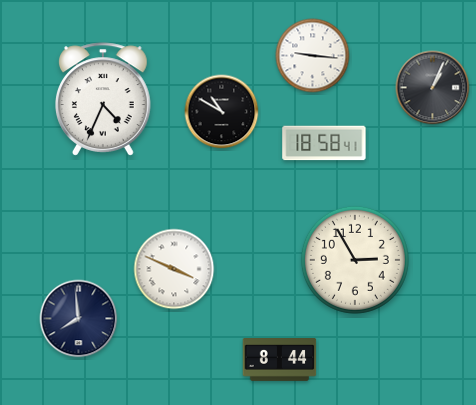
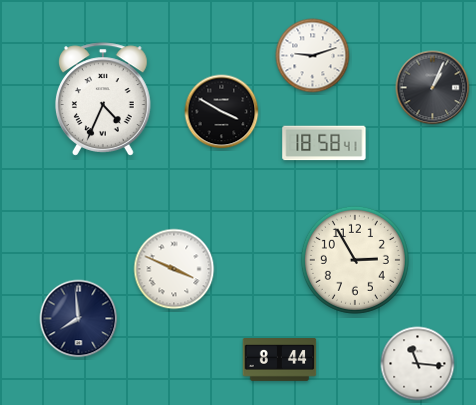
clock at (313, 56): 9:16 -> 9:12
clock at (222, 112): 10:50 -> 3:50
clock at (418, 364): none -> 11:16
